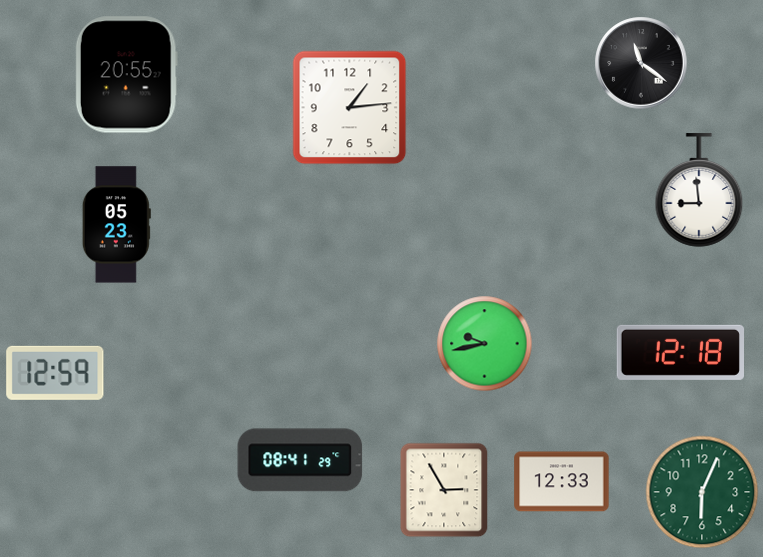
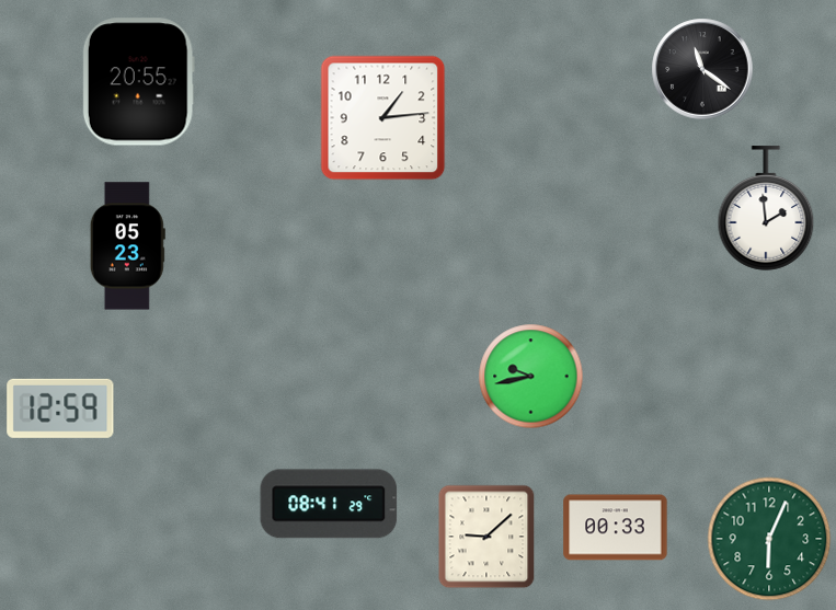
clock at (699, 190): 8:59 -> 1:59
clock at (680, 352): 12:18 -> none
clock at (562, 482): 12:33 -> 00:33
clock at (444, 490): 2:55 -> 9:08
